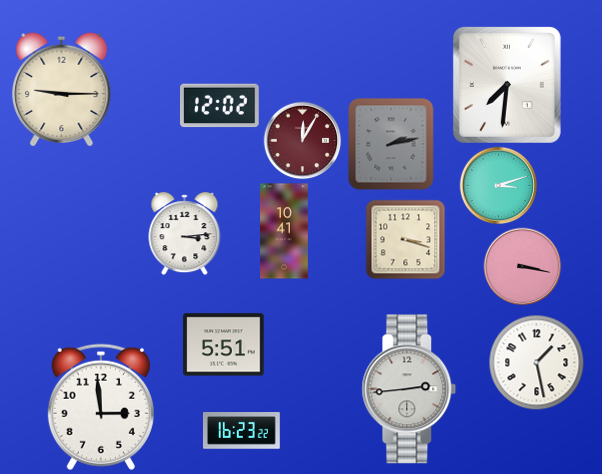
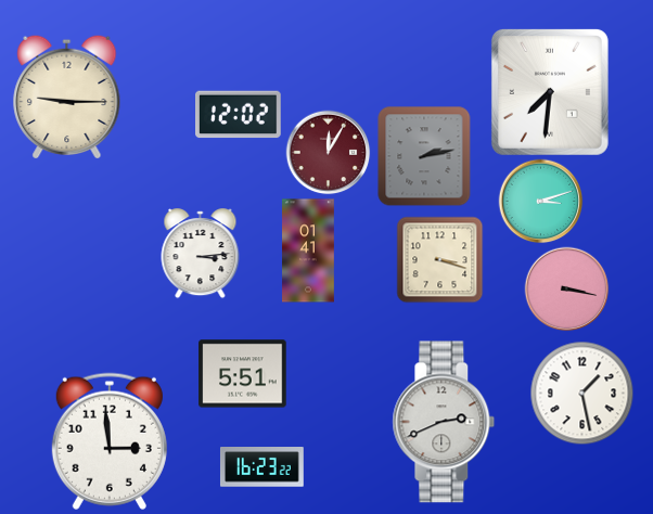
clock at (285, 231): 10:41 -> 01:41
clock at (409, 389): 2:44 -> 2:41
